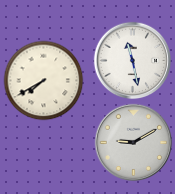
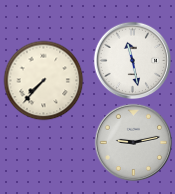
clock at (43, 80): 7:40 -> 7:37
clock at (133, 142): 9:10 -> 9:13
